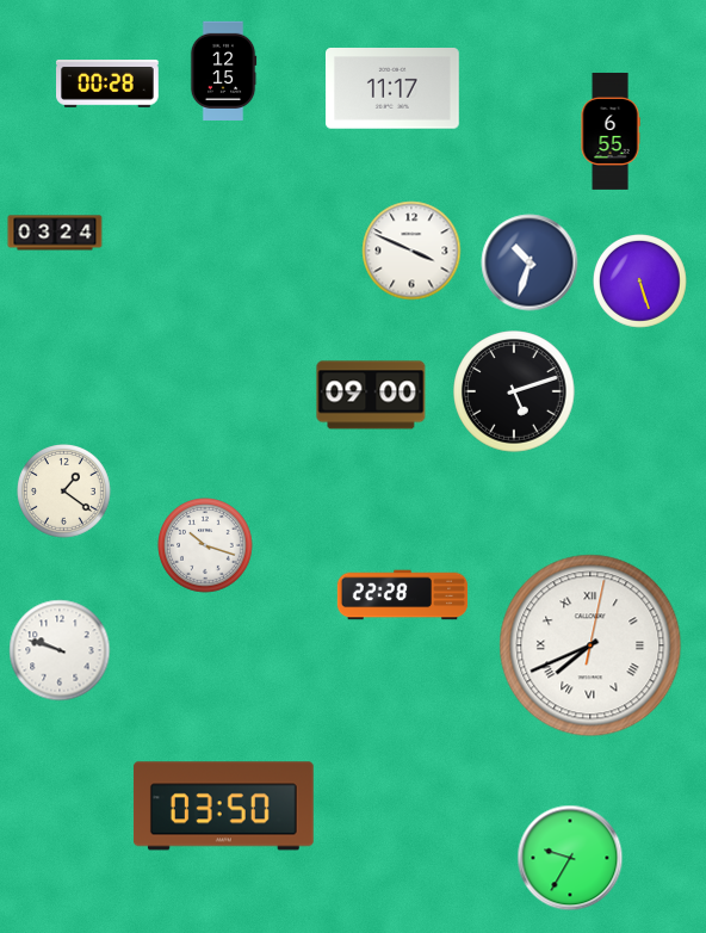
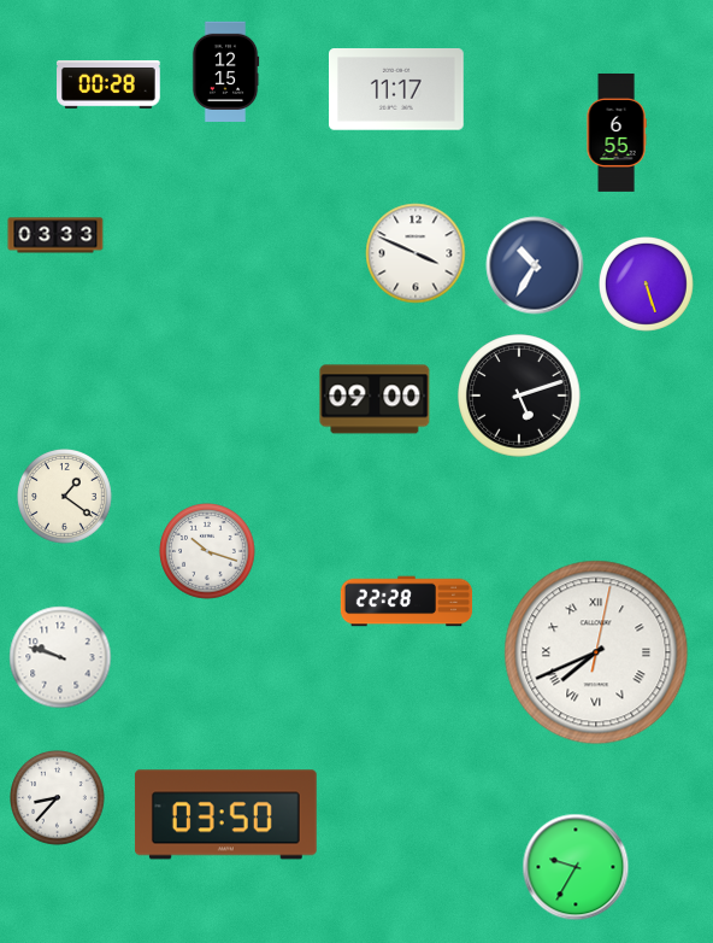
clock at (55, 233): 03:24 -> 03:33
clock at (529, 262): 10:33 -> 10:35
clock at (58, 798): none -> 8:37
